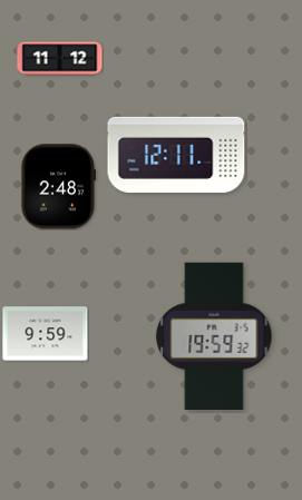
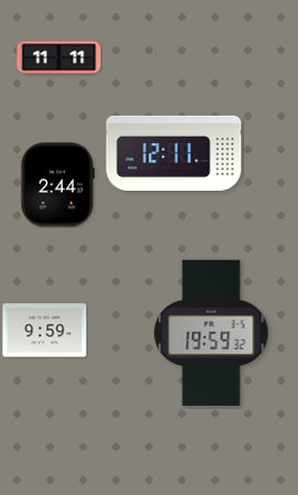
clock at (60, 59): 11:12 -> 11:11
clock at (59, 187): 2:48 -> 2:44
